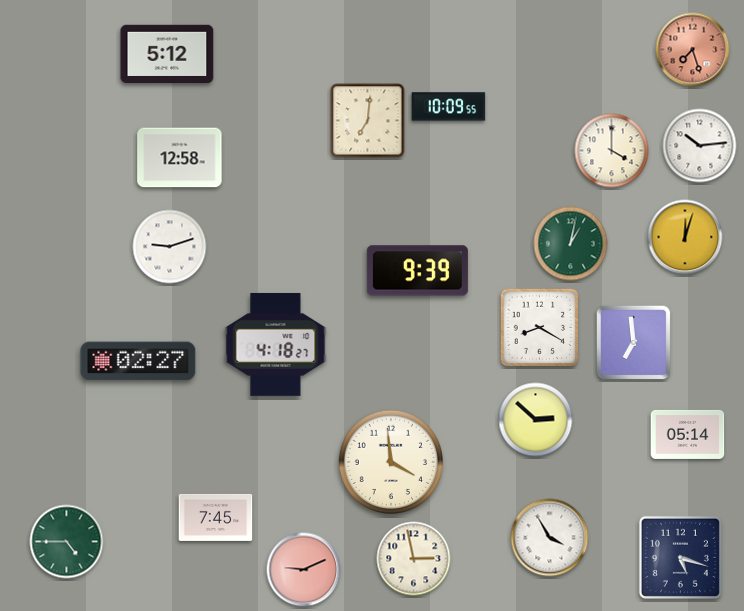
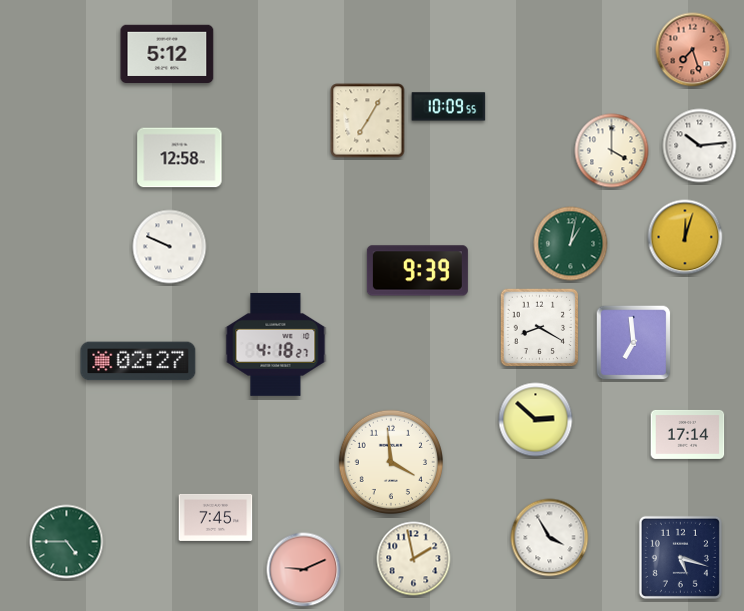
clock at (368, 121): 7:01 -> 7:05
clock at (170, 247): 9:12 -> 9:49
clock at (688, 434): 05:14 -> 17:14
clock at (414, 559): 2:58 -> 1:58
